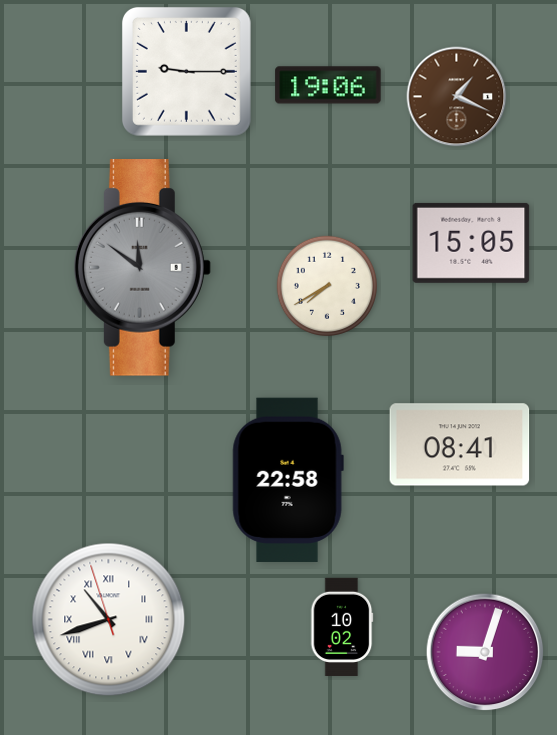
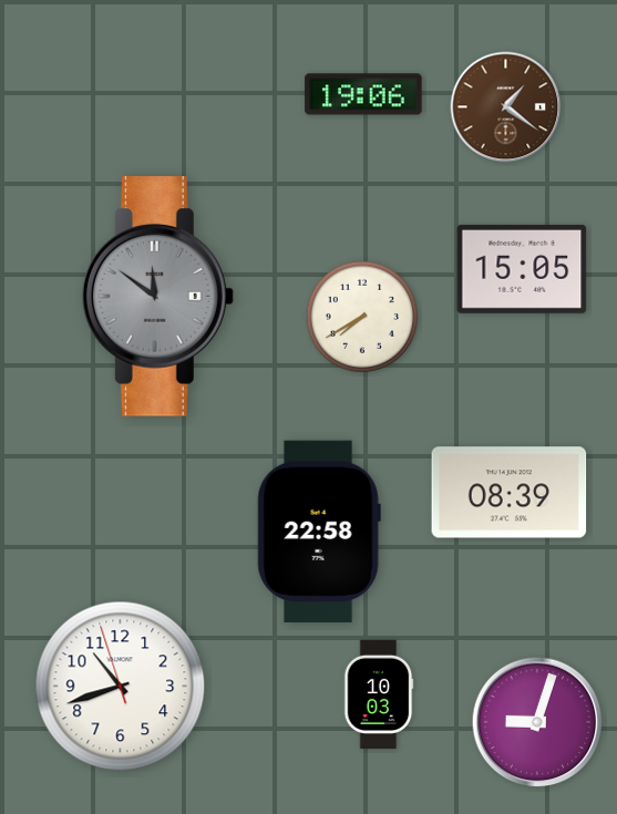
clock at (186, 71): 9:15 -> none
clock at (457, 97): 1:19 -> 1:21
clock at (460, 445): 08:41 -> 08:39
clock at (109, 620) numerals: Roman -> Arabic
clock at (342, 626): 10:02 -> 10:03
